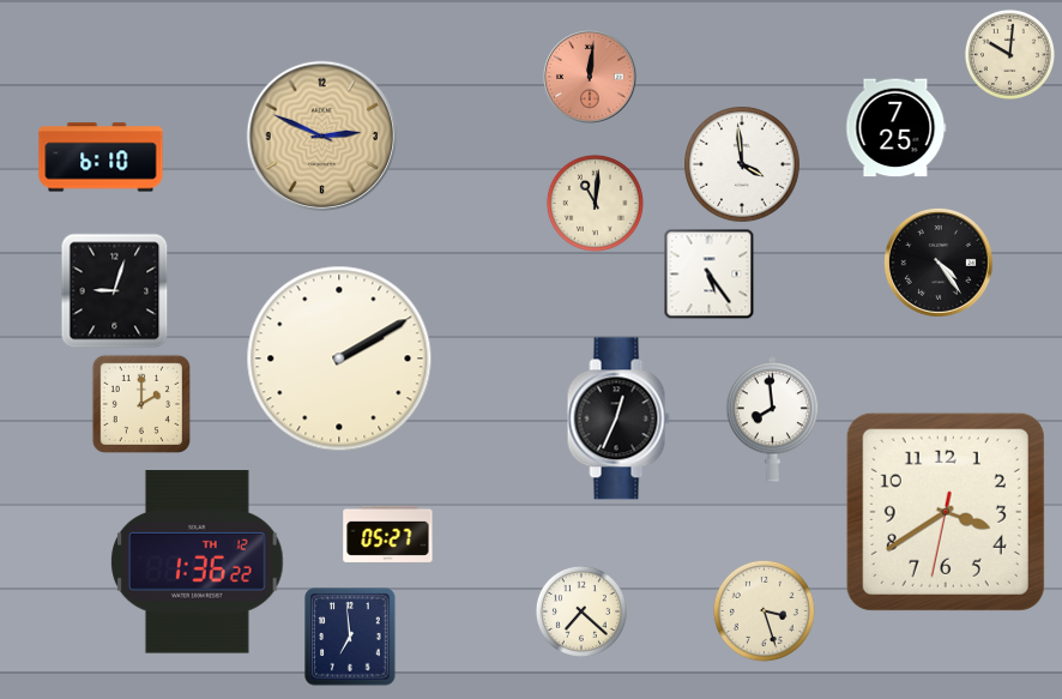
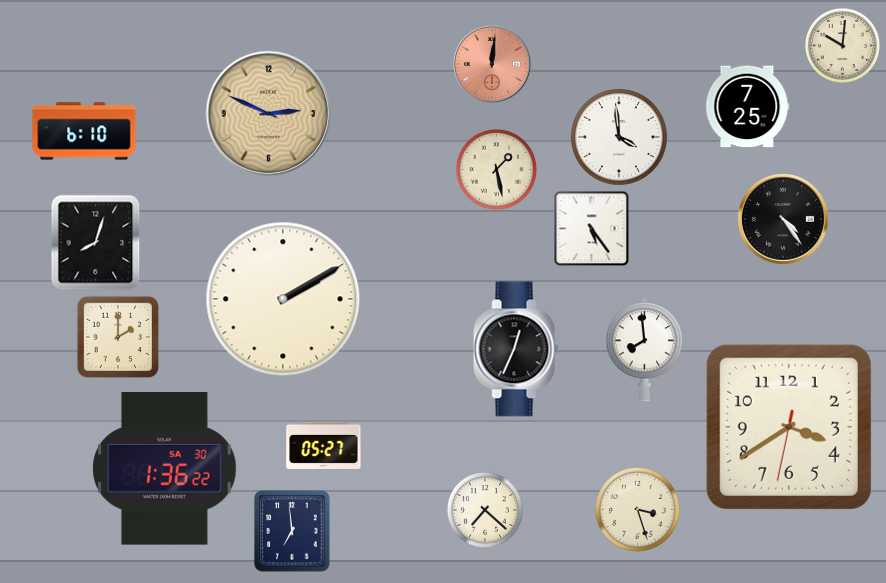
clock at (595, 203): 11:01 -> 1:28
clock at (115, 291): 9:03 -> 8:03
clock at (198, 562) date: TH 12 -> SA 30
